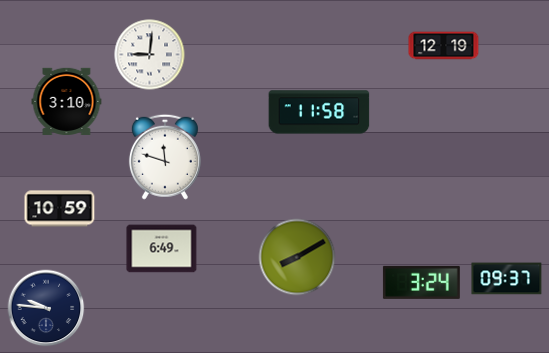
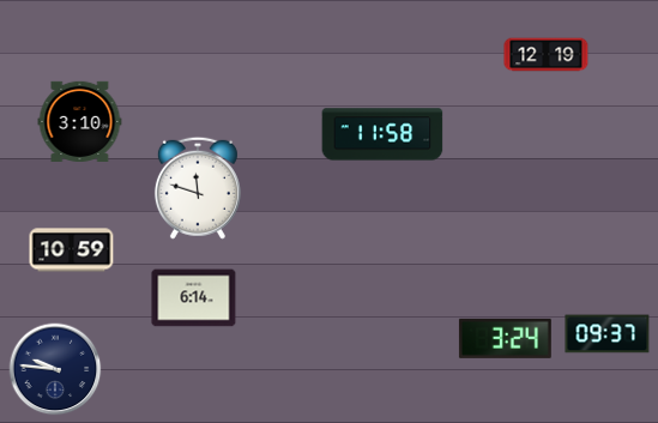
clock at (444, 46) position: (444, 46) -> (547, 55)
clock at (150, 55): 9:01 -> none
clock at (162, 249): 6:49 -> 6:14
clock at (297, 257): 8:10 -> none
